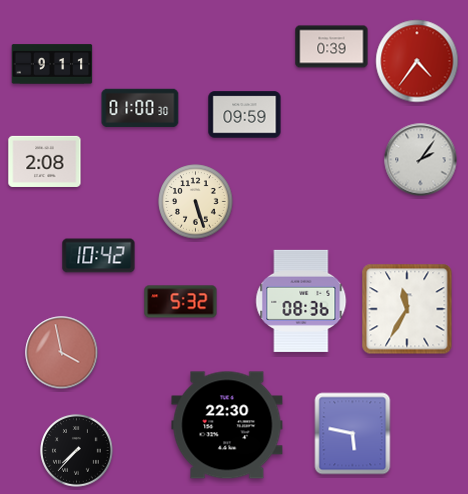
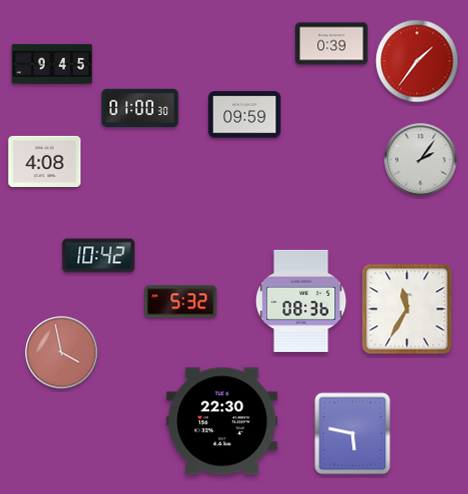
clock at (332, 47) position: (332, 47) -> (332, 44)
clock at (417, 61): 4:36 -> 1:36
clock at (52, 64): 9:11 -> 9:45
clock at (45, 161): 2:08 -> 4:08
clock at (196, 202): 5:27 -> none
clock at (227, 425) position: (227, 425) -> (222, 421)
clock at (77, 451): 7:37 -> none
